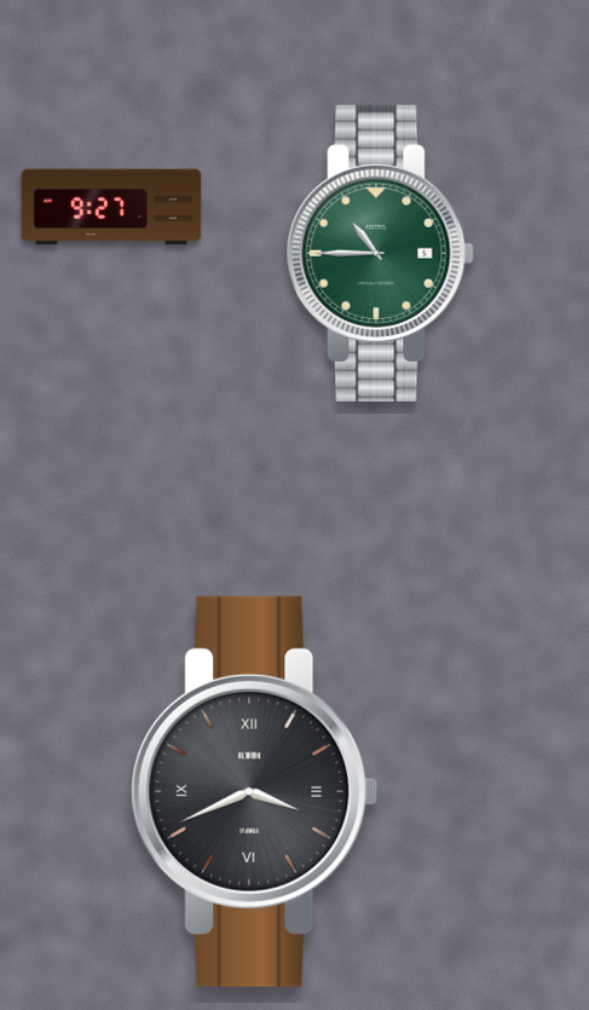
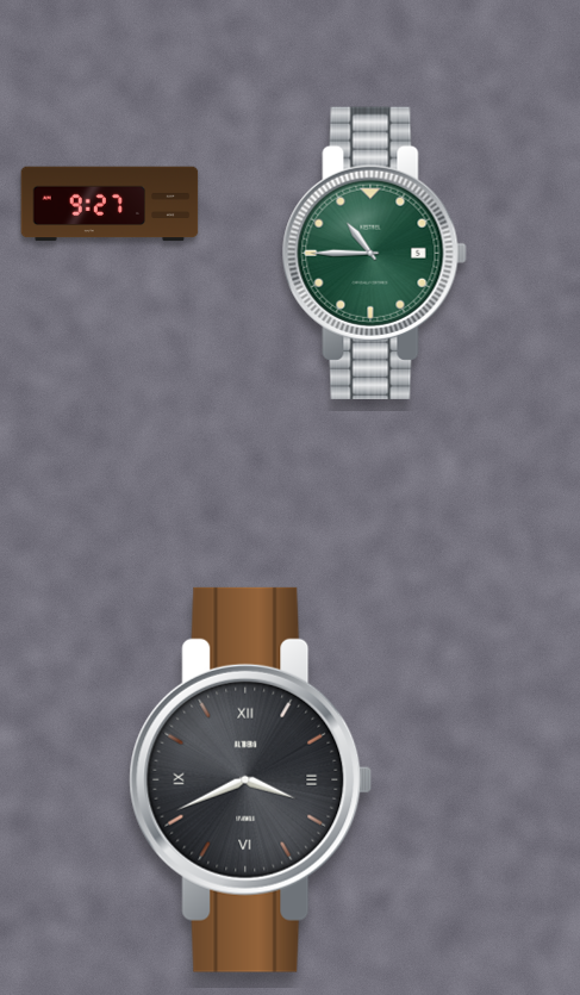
clock at (380, 253) position: (380, 253) -> (374, 253)
